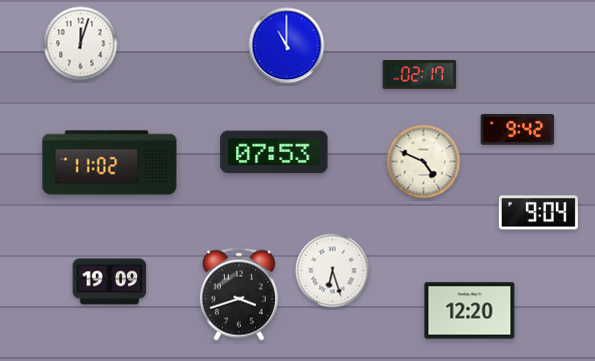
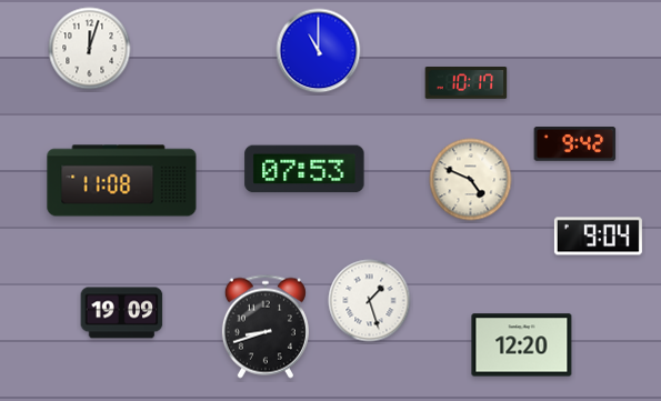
clock at (420, 75): 02:17 -> 10:17
clock at (110, 163): 11:02 -> 11:08
clock at (333, 271): 6:27 -> 1:27
clock at (239, 294): 3:42 -> 8:42
